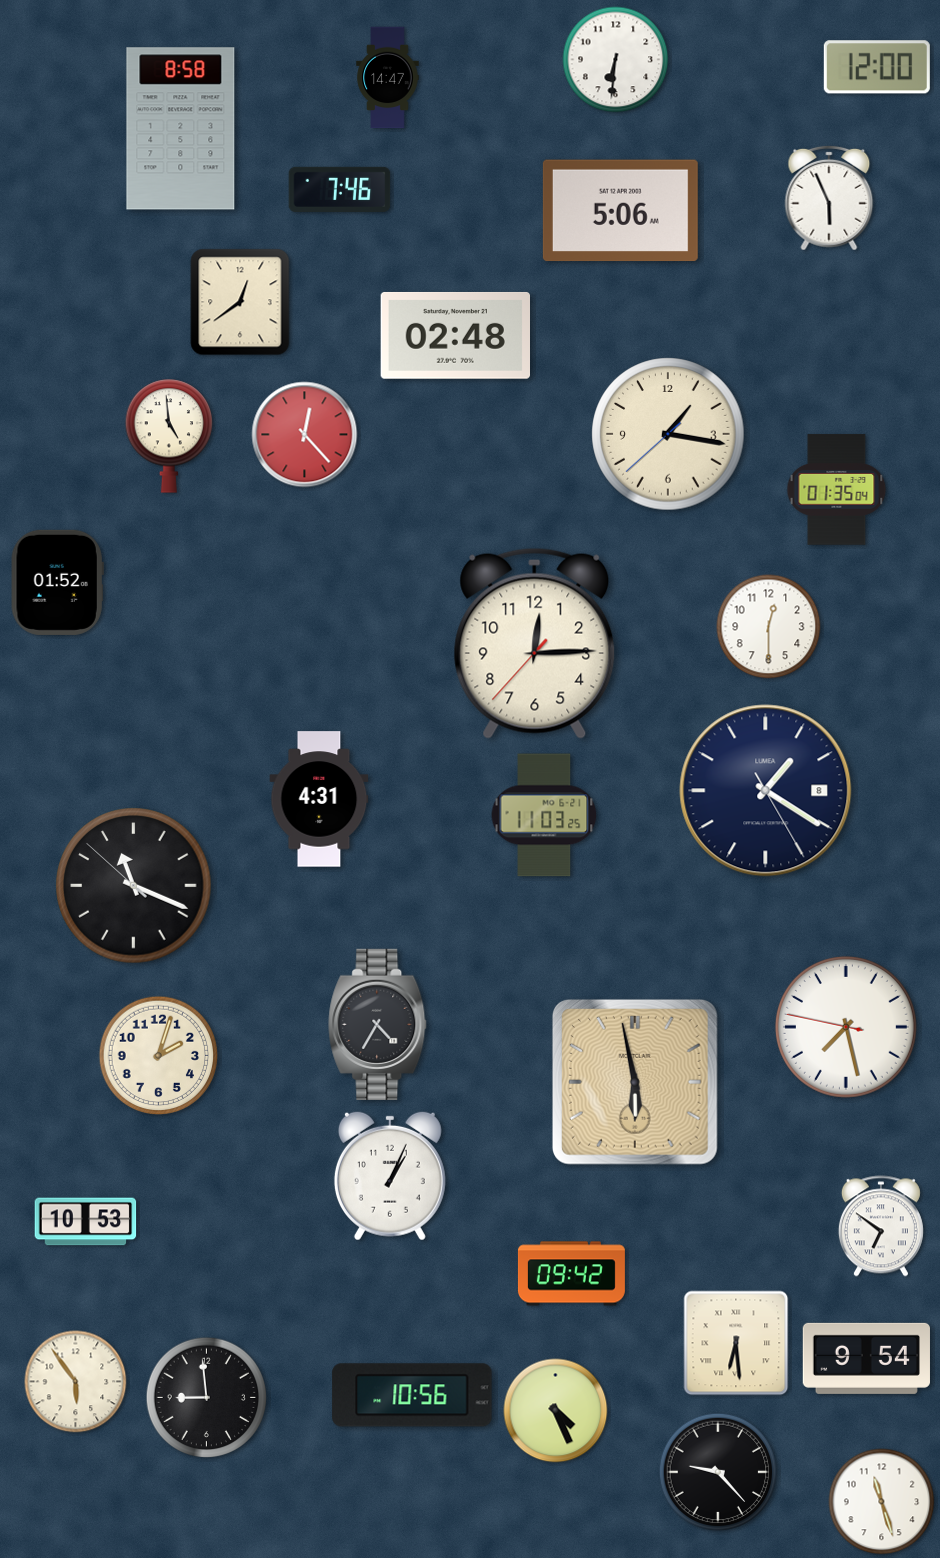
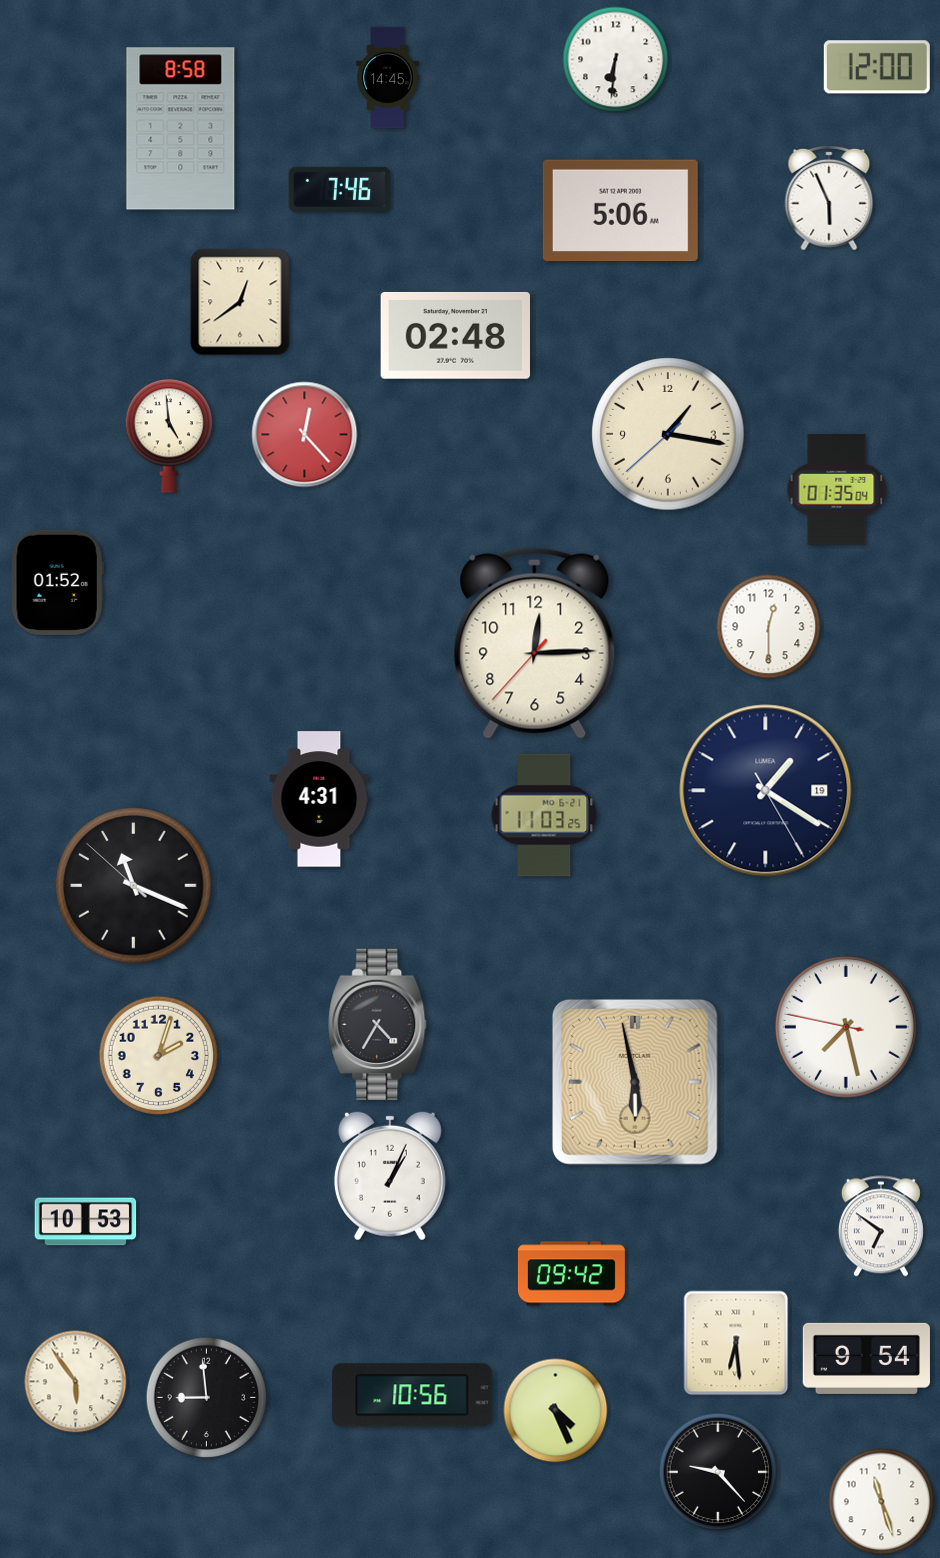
clock at (388, 78): 14:47 -> 14:45
clock at (766, 791) date: 8 -> 19
